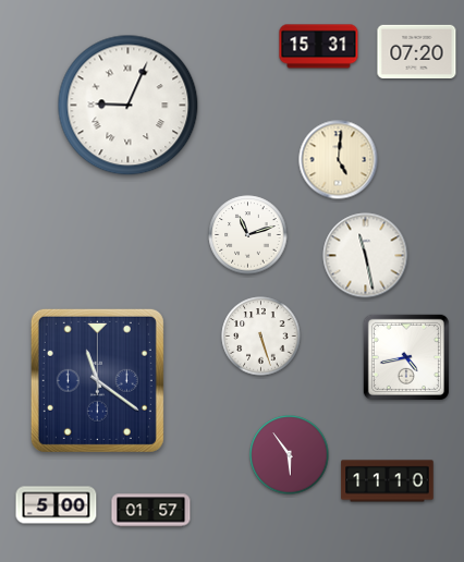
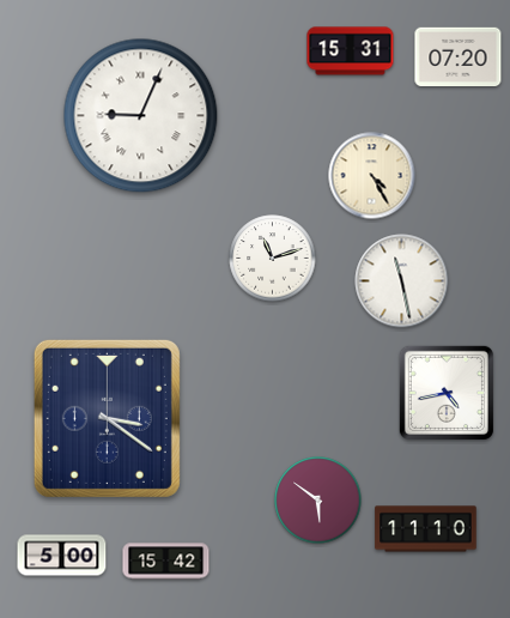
clock at (339, 160): 5:01 -> 4:25
clock at (261, 337): 5:27 -> none
clock at (97, 380): 11:21 -> 3:21
clock at (290, 455): 5:54 -> 5:51
clock at (151, 511): 01:57 -> 15:42
